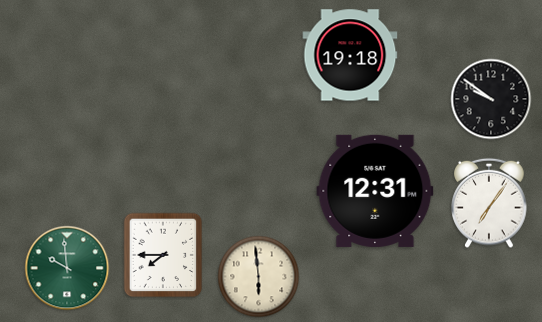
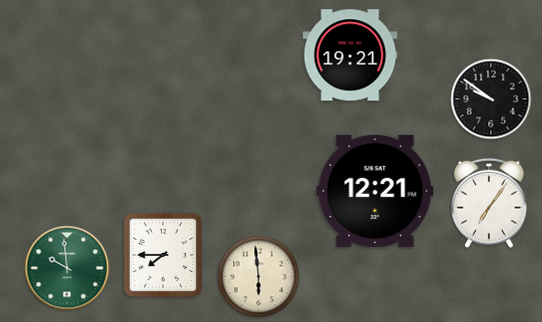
clock at (350, 55): 19:18 -> 19:21
clock at (375, 191): 12:31 -> 12:21
